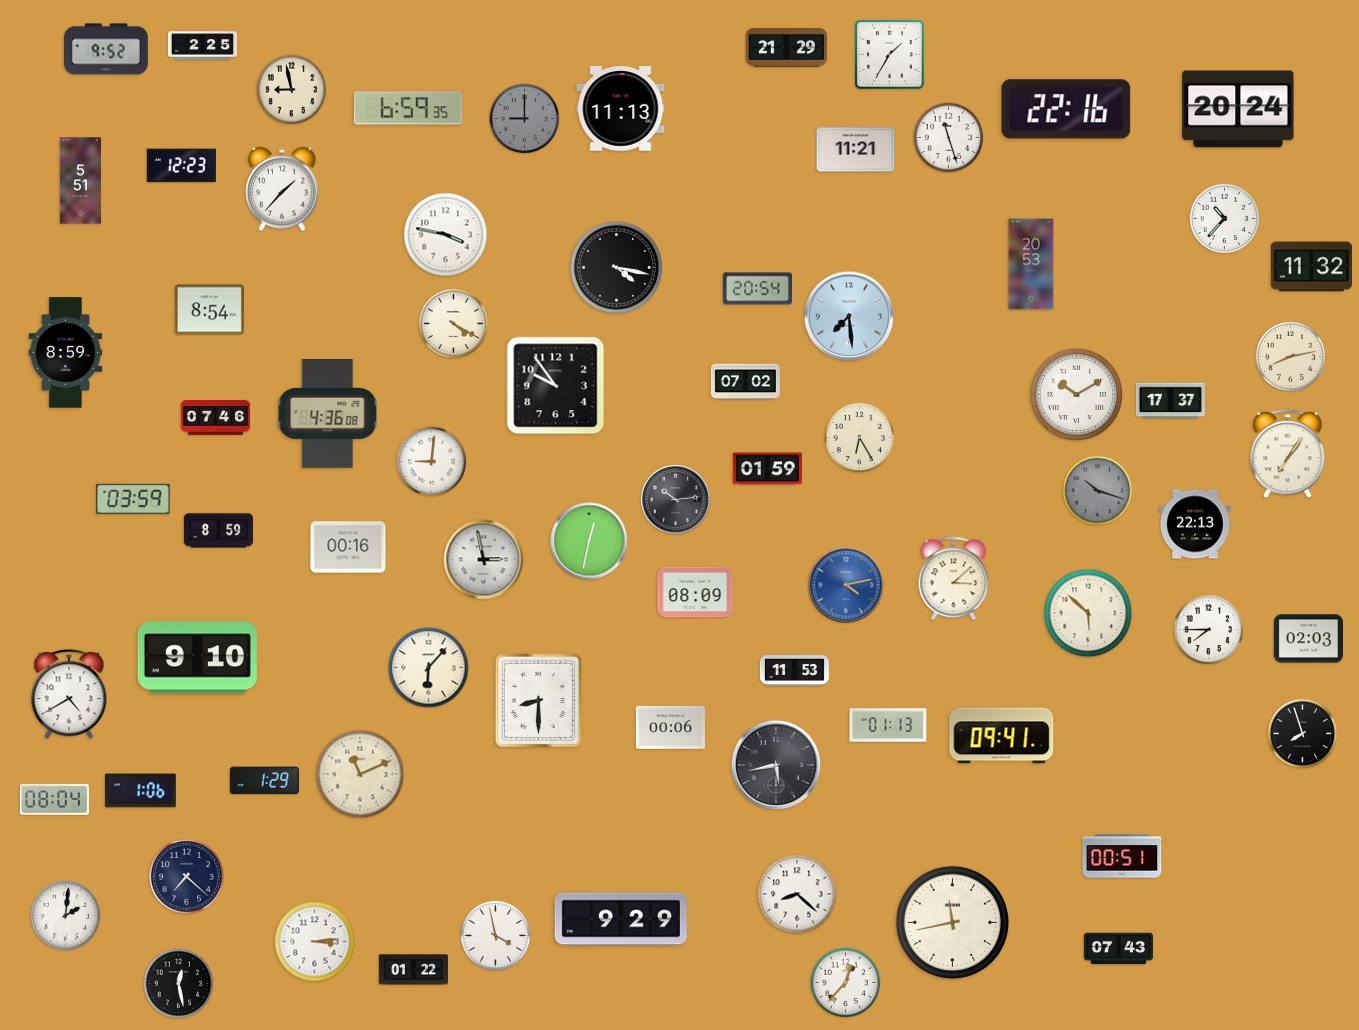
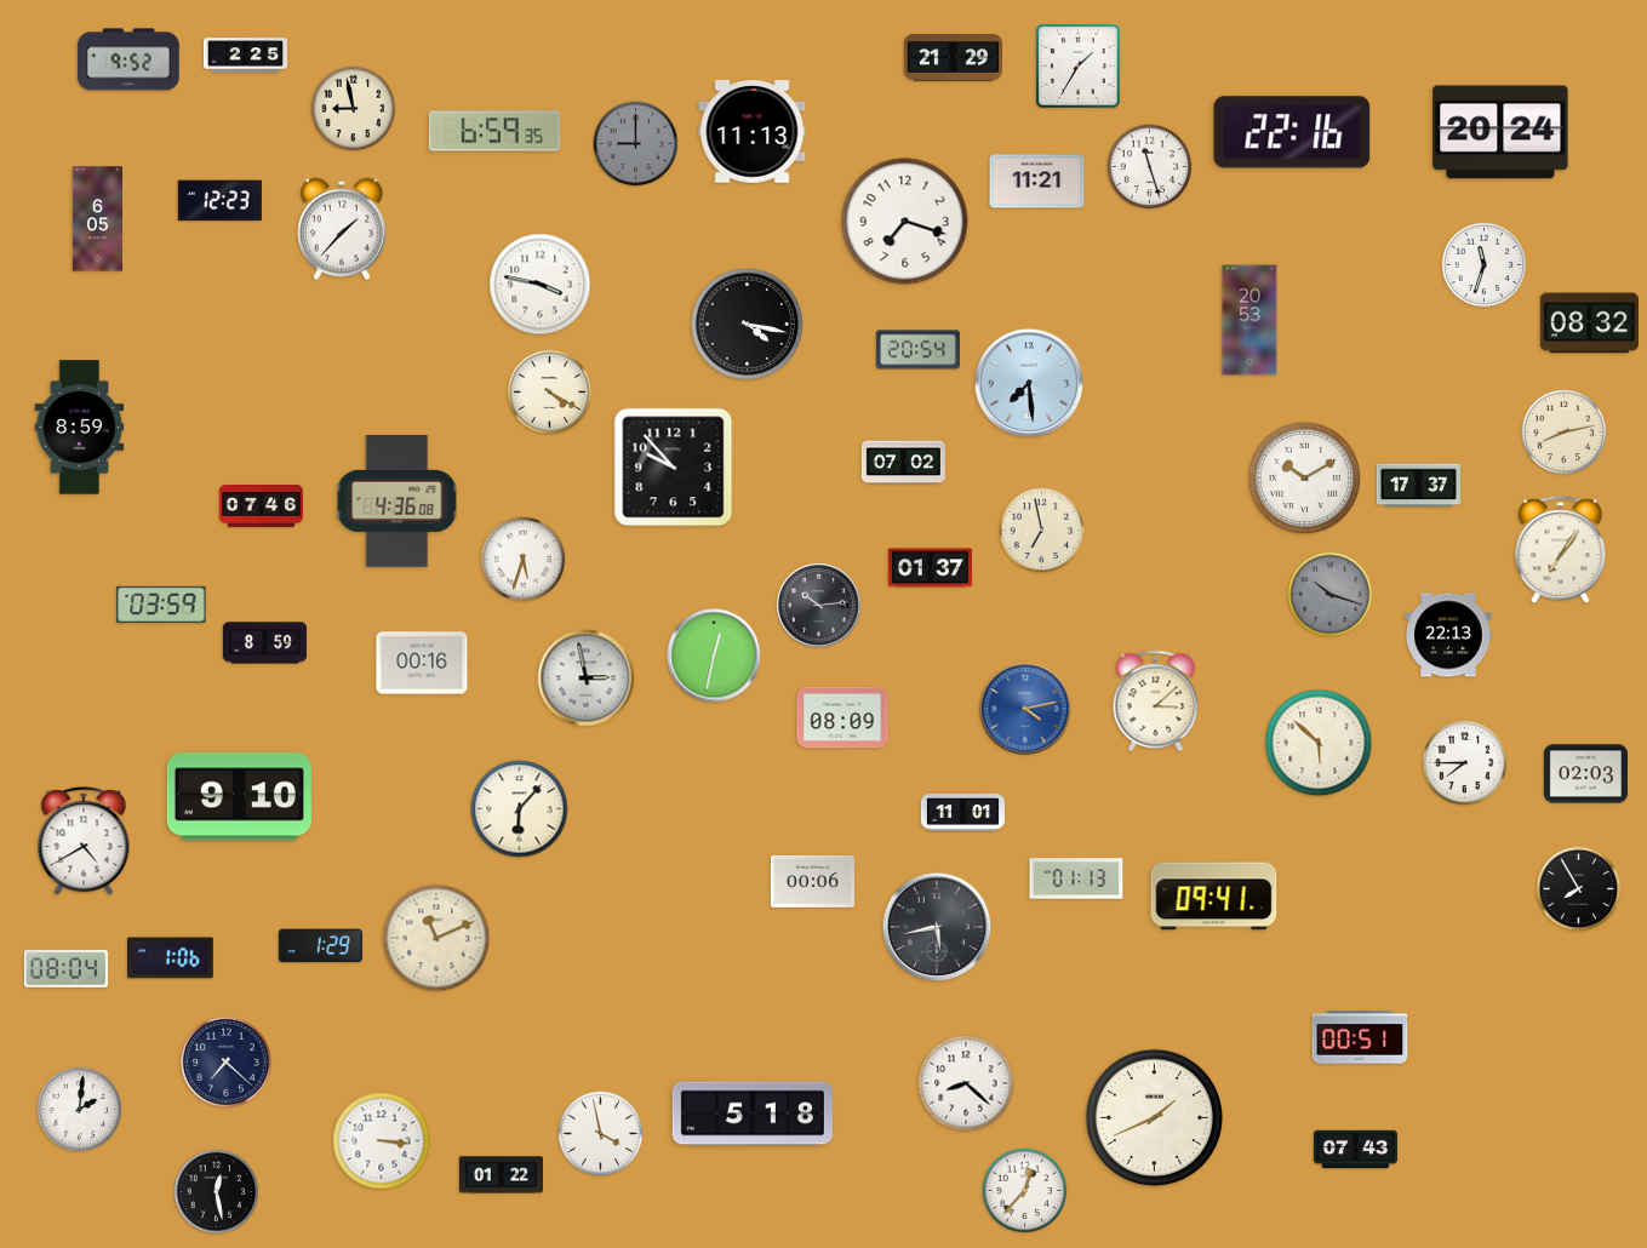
clock at (80, 181): 5:51 -> 6:05
clock at (905, 222): none -> 7:18
clock at (1225, 219): 10:37 -> 11:33
clock at (1311, 267): 11:32 -> 08:32
clock at (209, 310): 8:54 -> none
clock at (556, 386): 9:54 -> 9:53
clock at (860, 438): 6:25 -> 6:58
clock at (432, 462): 9:01 -> 5:33
clock at (767, 469): 01:59 -> 01:37
clock at (794, 671): 11:53 -> 11:01
clock at (538, 701): 8:30 -> none
clock at (1303, 734): 7:57 -> 7:55
clock at (1002, 736) position: (1002, 736) -> (1214, 897)
clock at (776, 765) position: (776, 765) -> (937, 927)
clock at (621, 919): 9:29 -> 5:18
clock at (952, 922): 11:43 -> 1:41
clock at (315, 942): 3:14 -> 3:16
